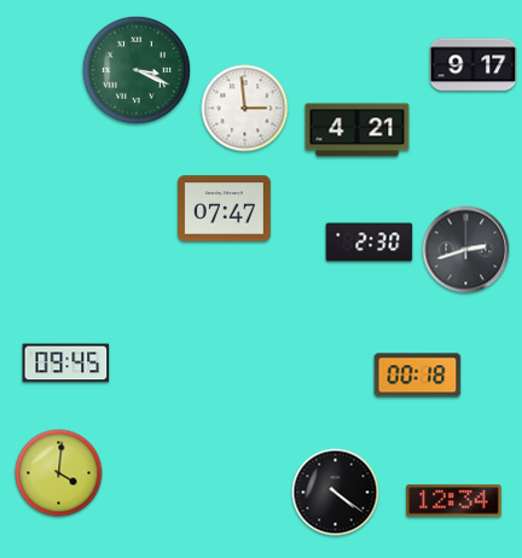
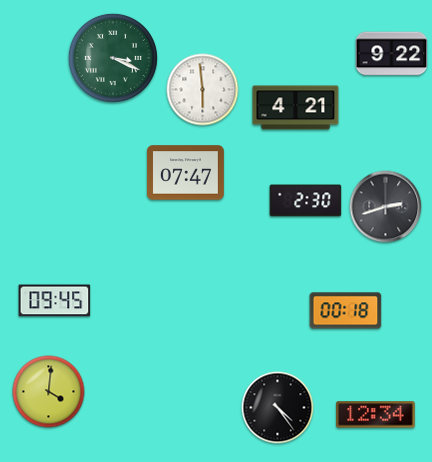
clock at (474, 65): 9:17 -> 9:22
clock at (245, 109): 2:59 -> 5:59
clock at (336, 493): 4:21 -> 4:24
